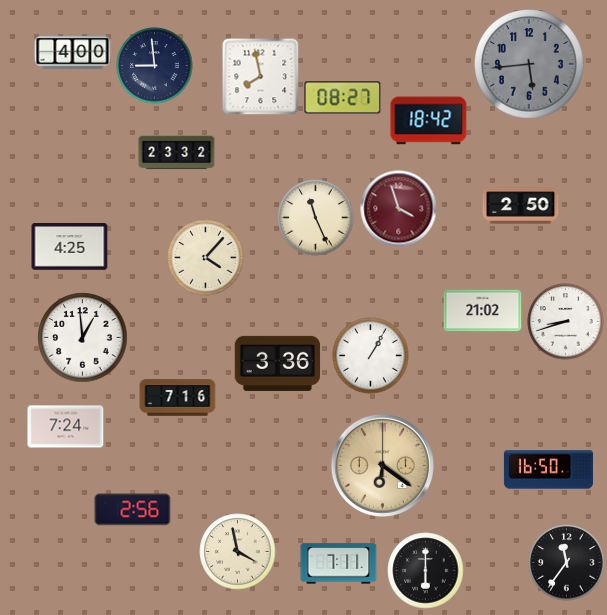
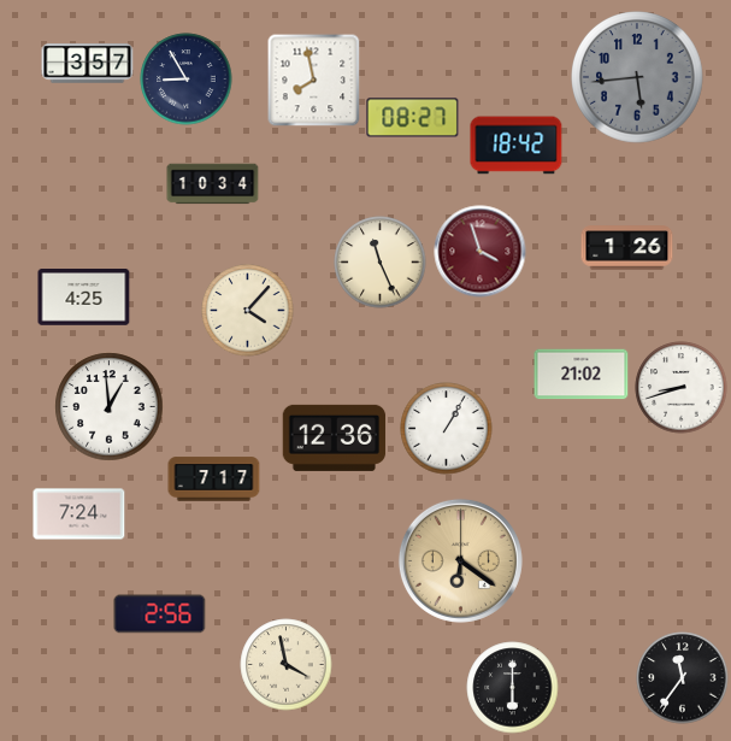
clock at (73, 53): 4:00 -> 3:57
clock at (155, 66): 8:59 -> 8:55
clock at (260, 76) position: (260, 76) -> (313, 80)
clock at (177, 153): 23:32 -> 10:34
clock at (521, 206): 2:50 -> 1:26
clock at (83, 338) position: (83, 338) -> (110, 407)
clock at (278, 363): 3:36 -> 12:36
clock at (178, 398): 7:16 -> 7:17
clock at (548, 470): 16:50 -> none
clock at (339, 564): 7:11 -> none
